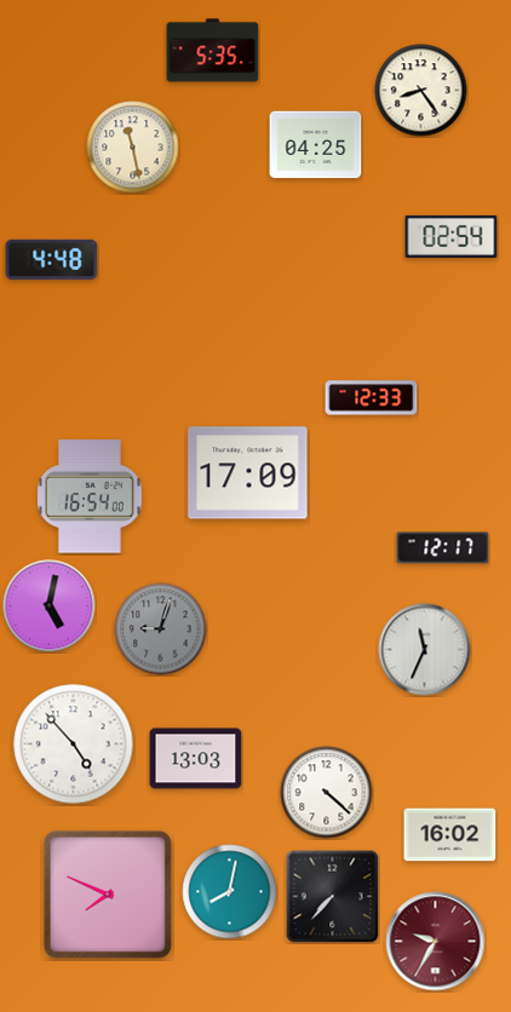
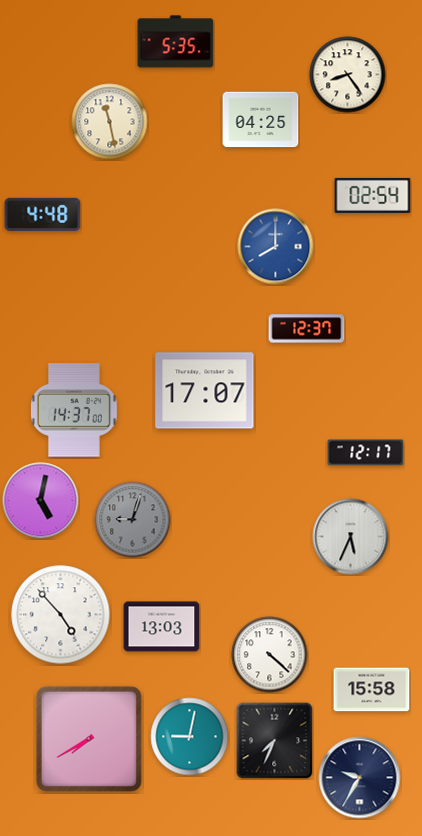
clock at (276, 247): none -> 8:00
clock at (372, 398): 12:33 -> 12:37
clock at (248, 473): 17:09 -> 17:07
clock at (91, 496): 16:54 -> 14:37
clock at (425, 650): 11:34 -> 5:34
clock at (450, 835): 16:02 -> 15:58
clock at (230, 892): 8:02 -> 9:02
clock at (108, 895): 7:49 -> 7:40
clock at (333, 897): 7:37 -> 7:34
clock at (436, 942) dial: burgundy -> navy
